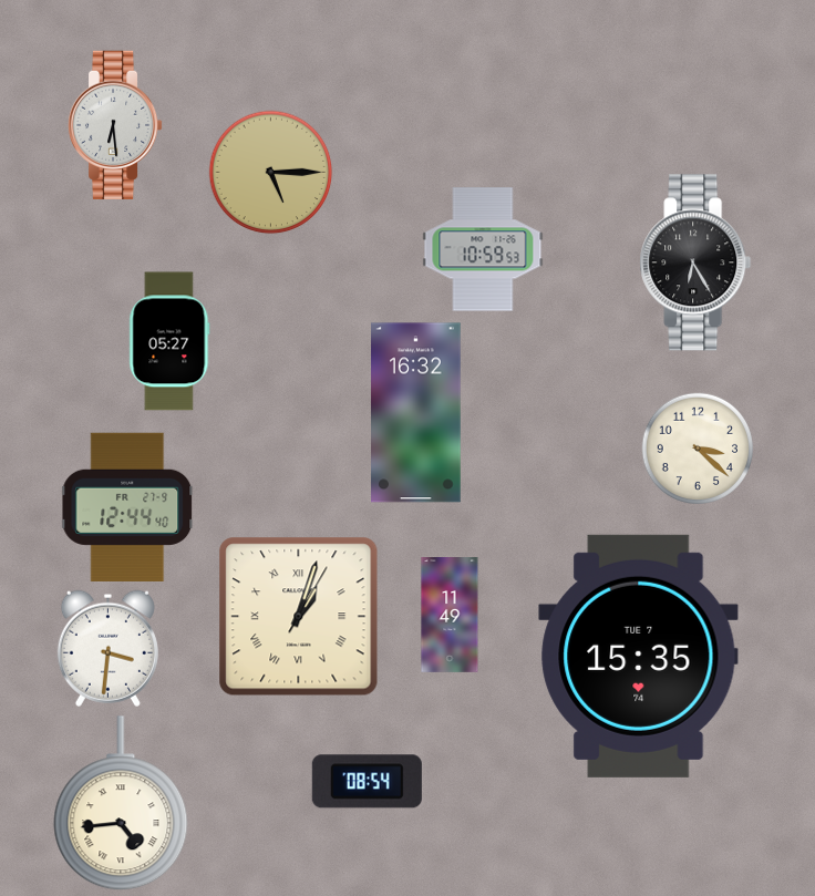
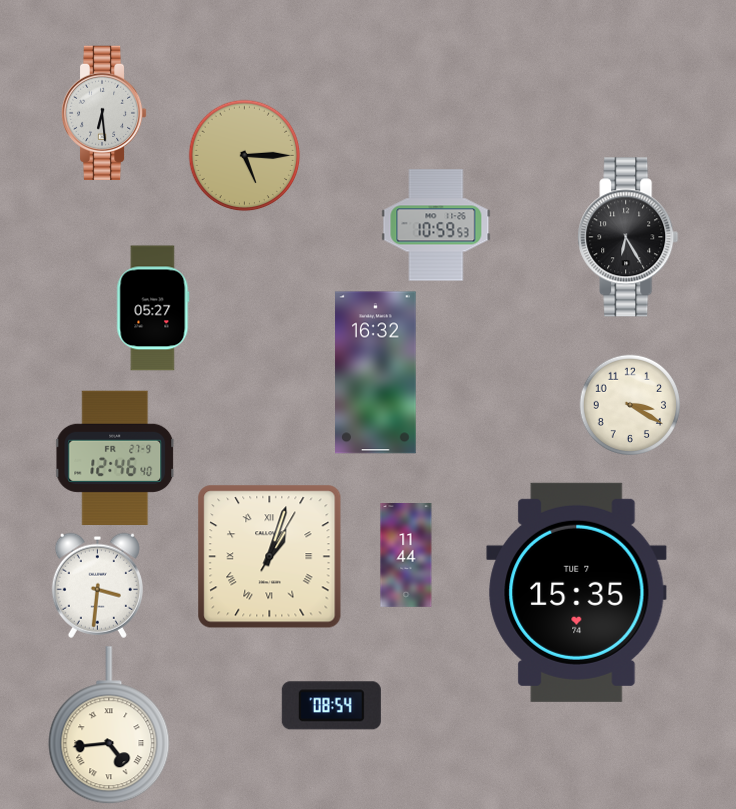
clock at (697, 447): 3:22 -> 3:20
clock at (128, 506): 12:44 -> 12:46
clock at (450, 616): 11:49 -> 11:44
